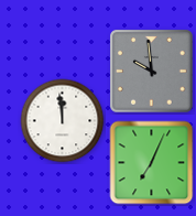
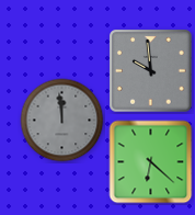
clock at (63, 121) dial: white -> grey
clock at (152, 163): 7:04 -> 6:22
